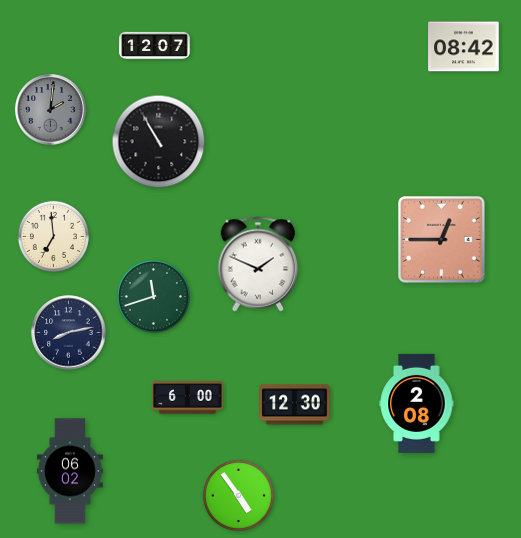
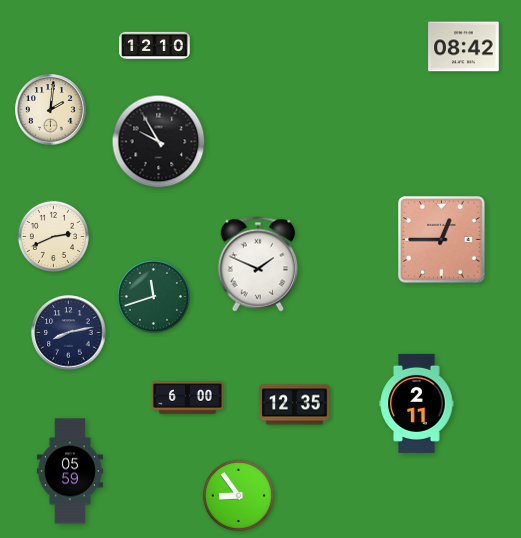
clock at (155, 46): 12:07 -> 12:10
clock at (51, 110) dial: grey -> cream
clock at (159, 142): 10:55 -> 9:55
clock at (53, 236): 6:59 -> 2:41
clock at (417, 403): 2:08 -> 2:11
clock at (295, 405): 12:30 -> 12:35
clock at (70, 471): 06:02 -> 05:59
clock at (238, 495): 4:54 -> 8:54
